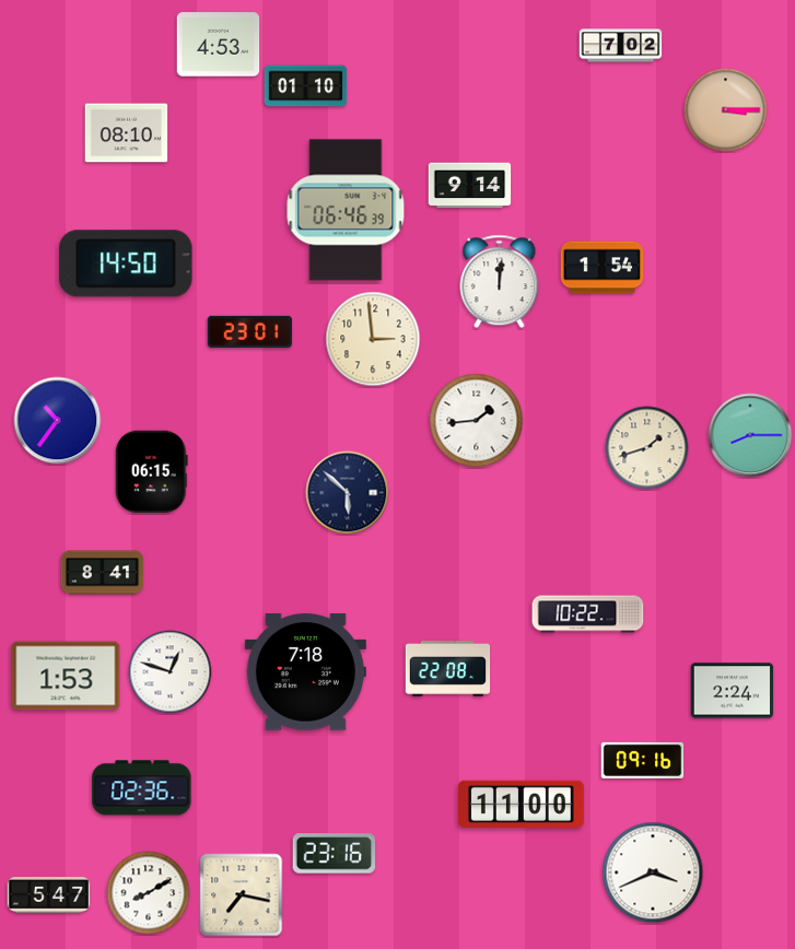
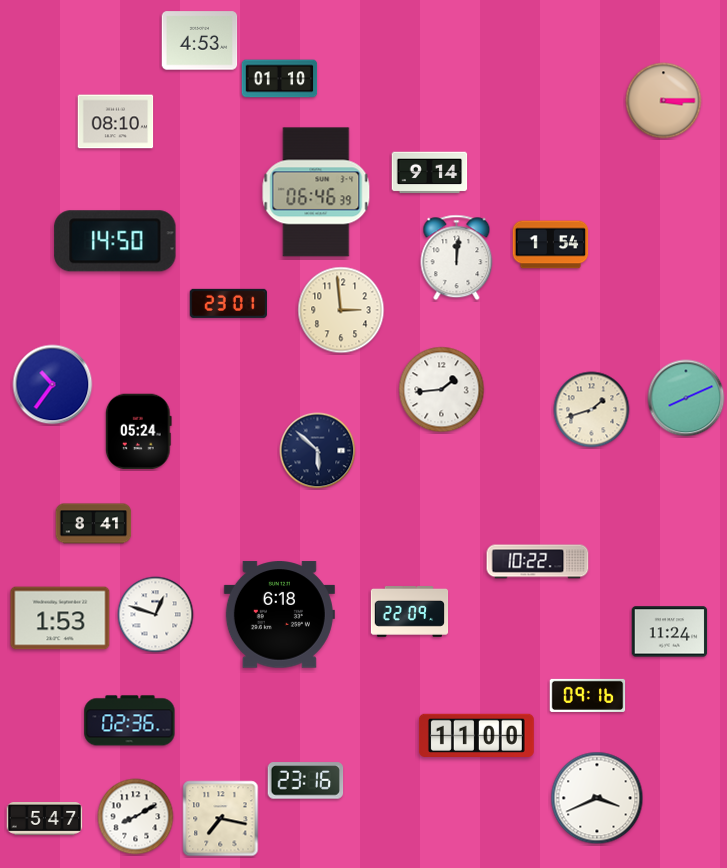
clock at (621, 46): 7:02 -> none
clock at (470, 186) position: (470, 186) -> (430, 173)
clock at (477, 421) position: (477, 421) -> (442, 390)
clock at (750, 435): 8:15 -> 8:11
clock at (152, 472): 06:15 -> 05:24
clock at (448, 669): 22:08 -> 22:09
clock at (305, 672): 7:18 -> 6:18
clock at (733, 691): 2:24 -> 11:24
